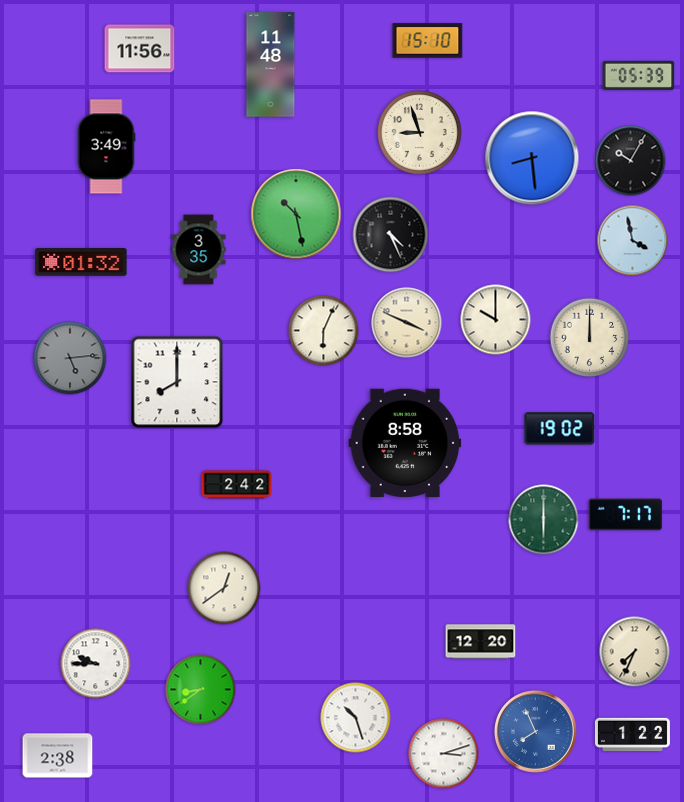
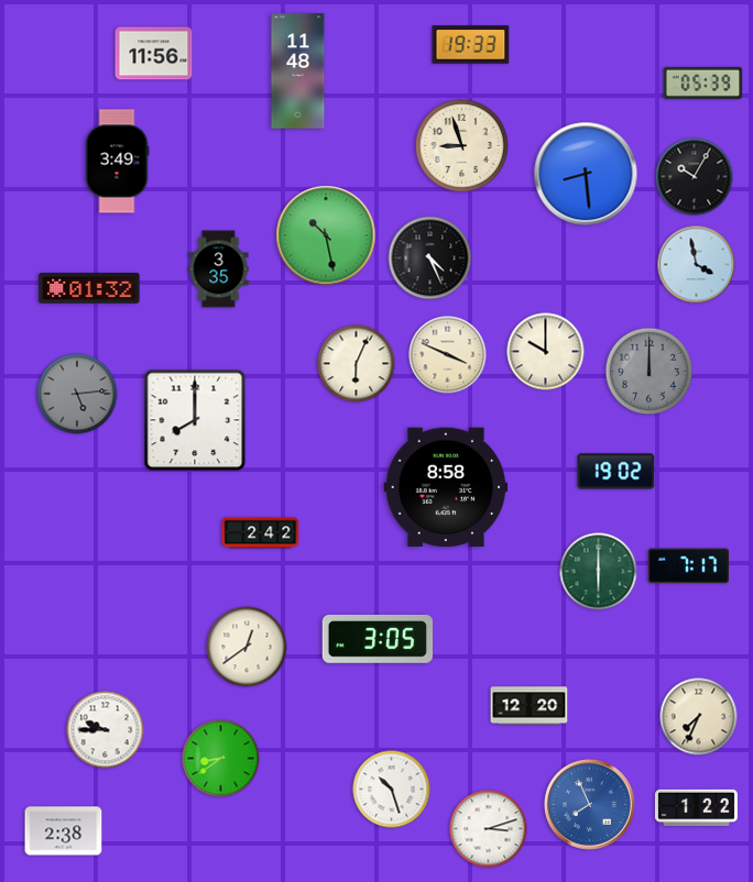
clock at (428, 41): 15:10 -> 19:33
clock at (199, 250) position: (199, 250) -> (219, 269)
clock at (590, 338) dial: cream -> grey
clock at (376, 640): none -> 3:05
